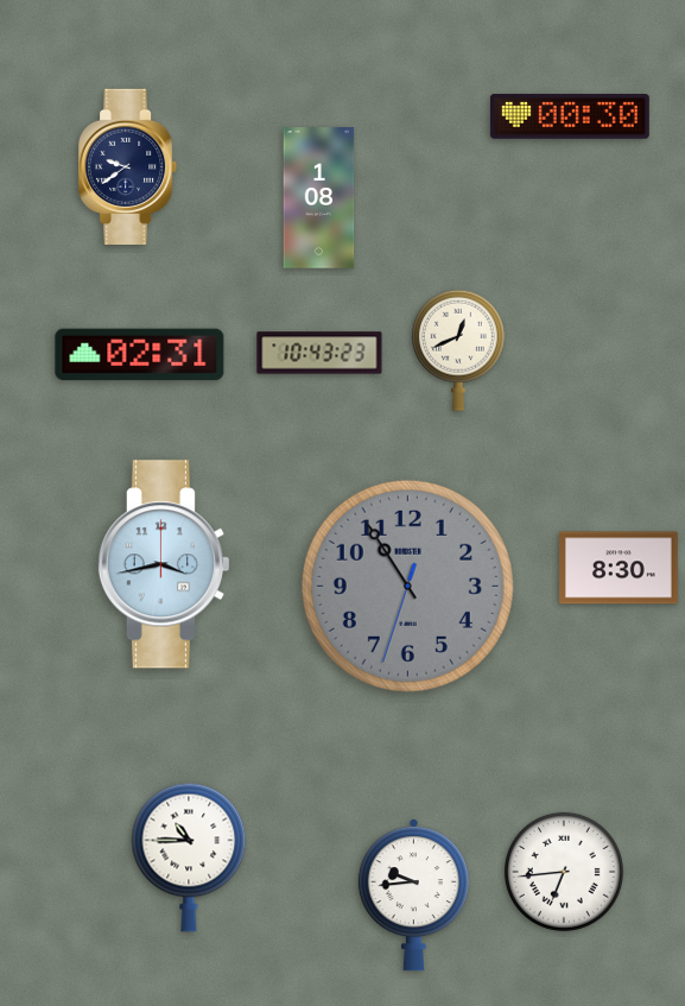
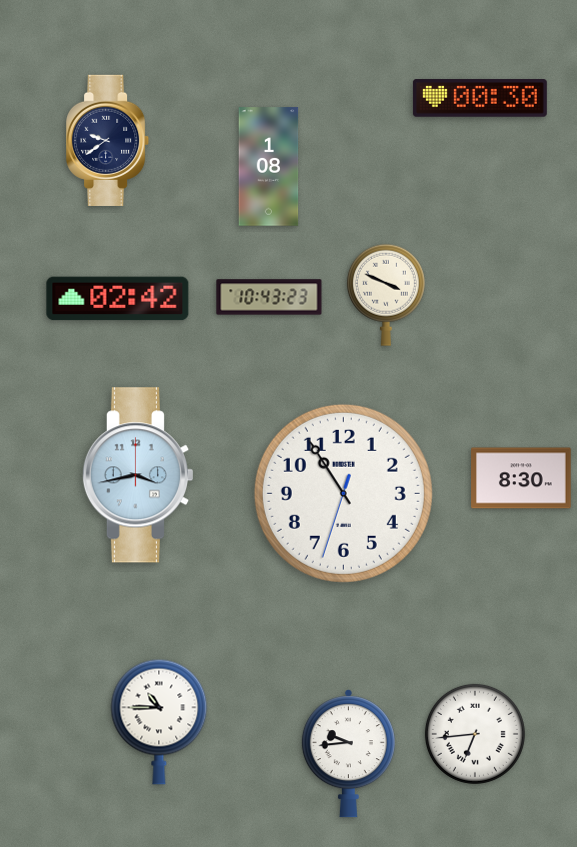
clock at (458, 350): 12:41 -> 3:49
clock at (140, 355): 02:31 -> 02:42
clock at (407, 586) dial: grey -> white
